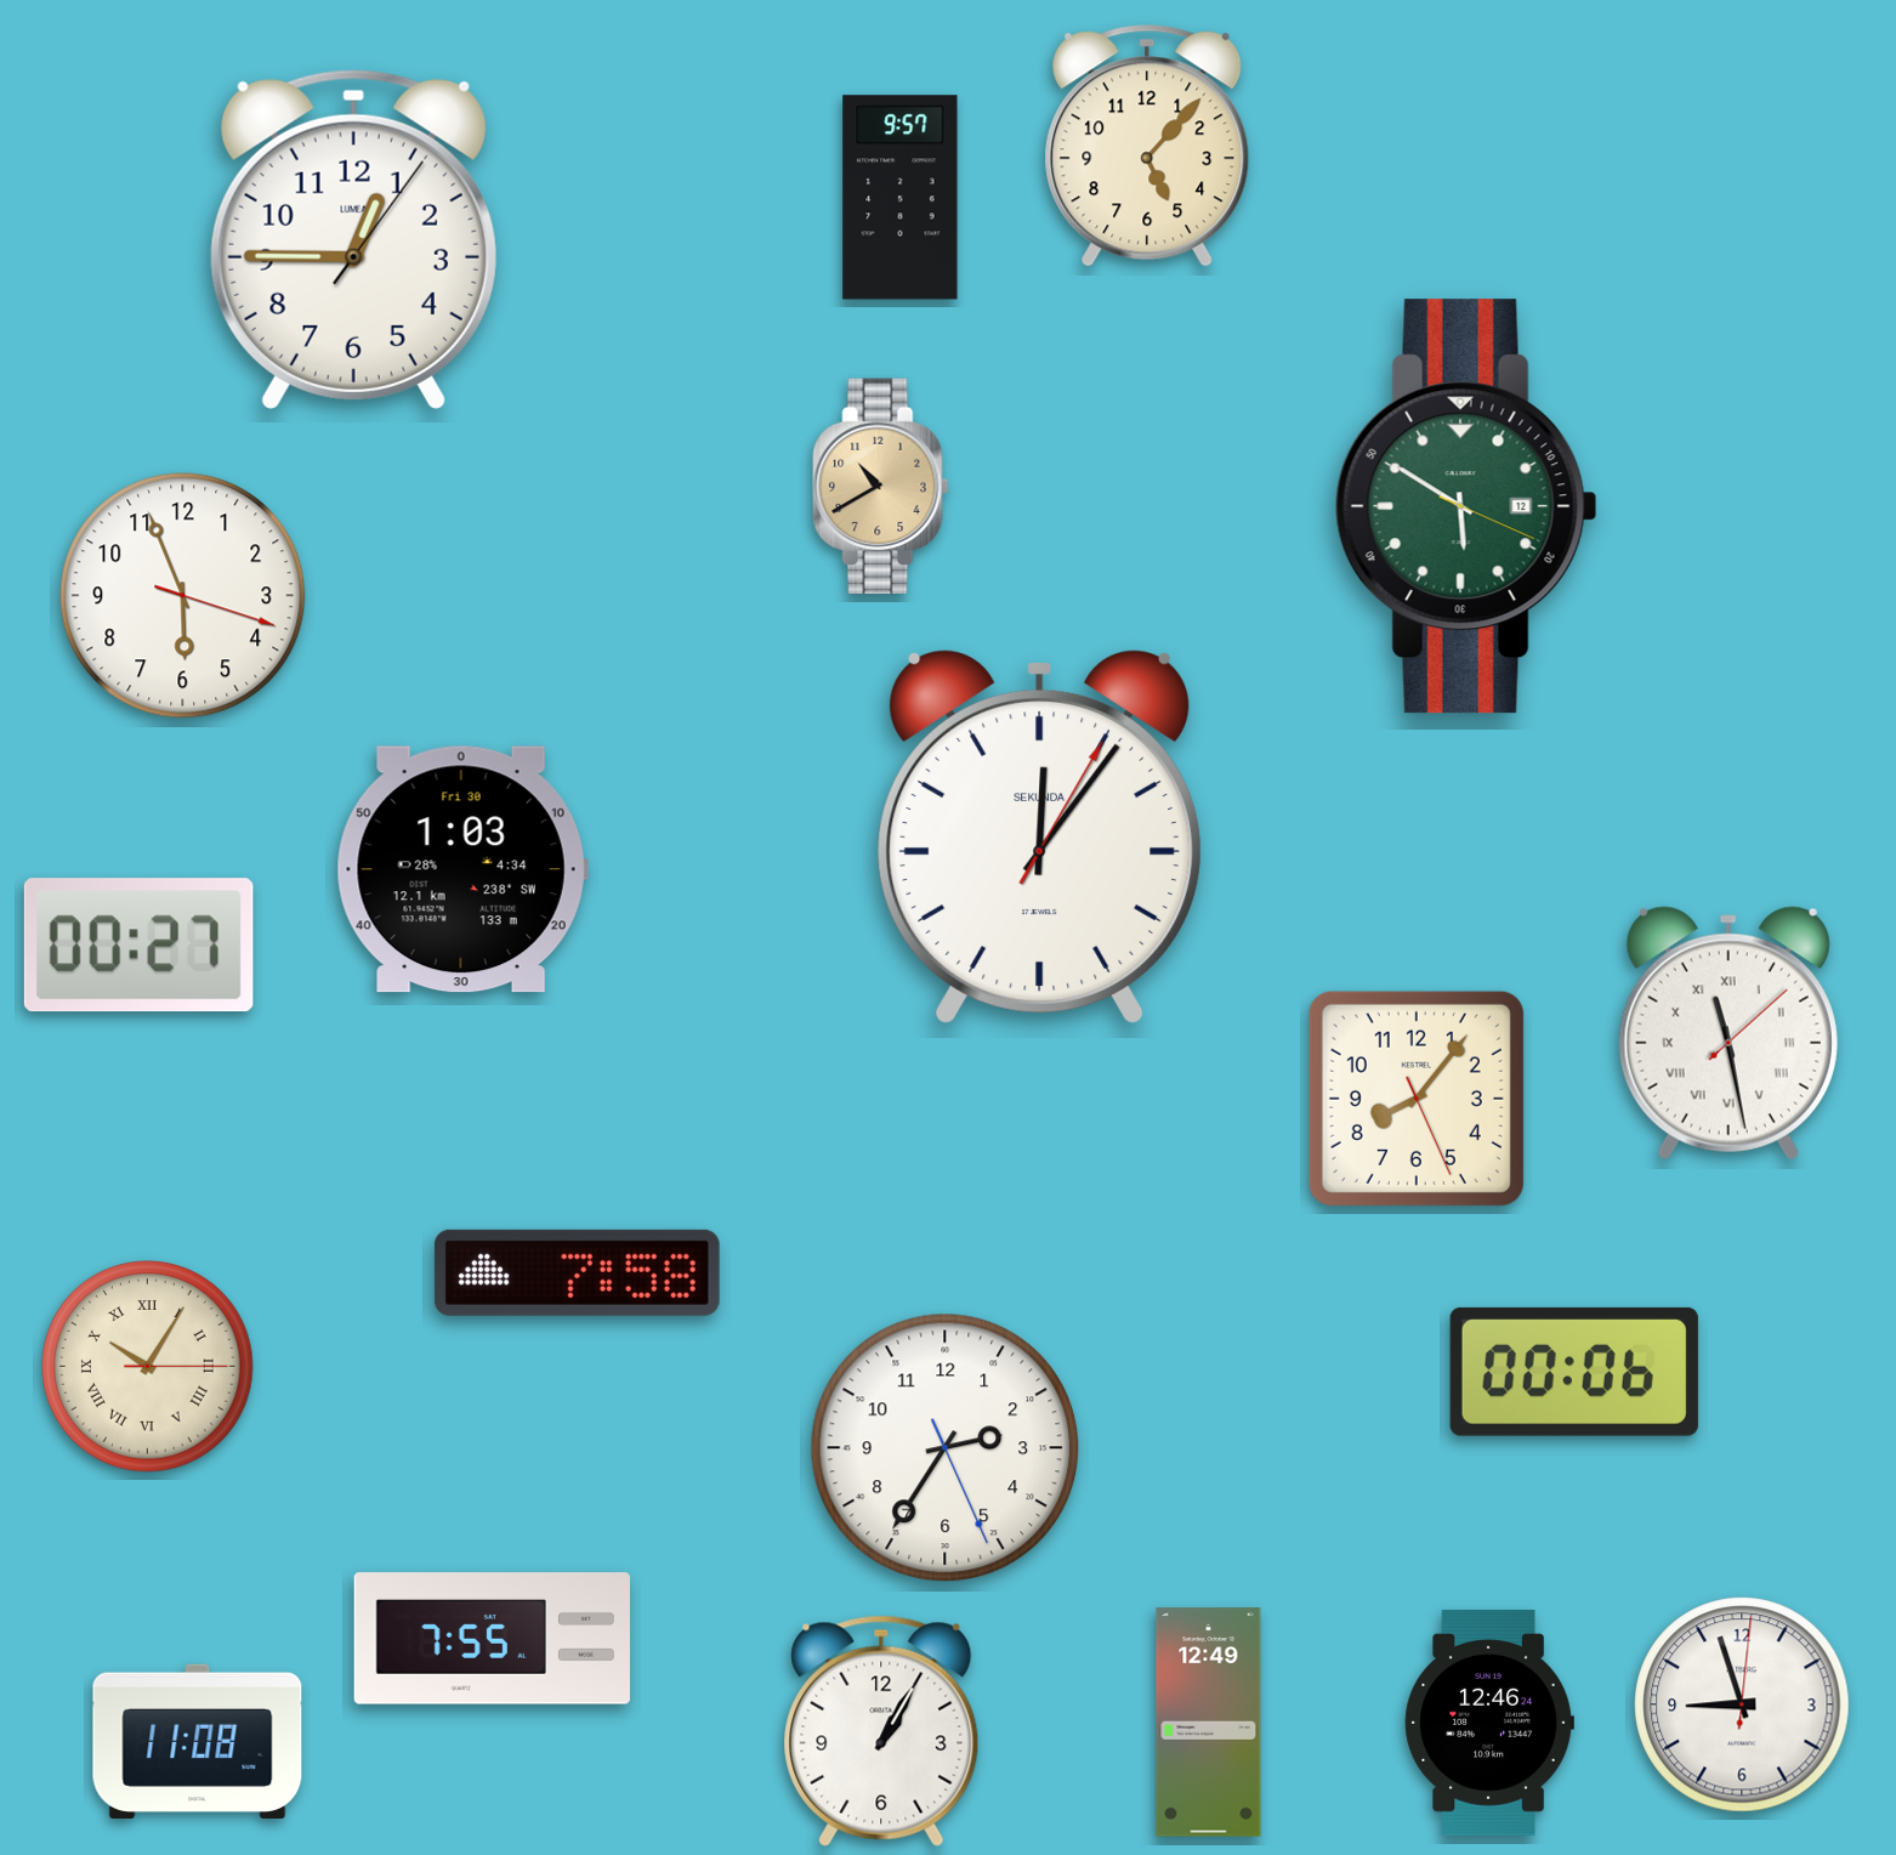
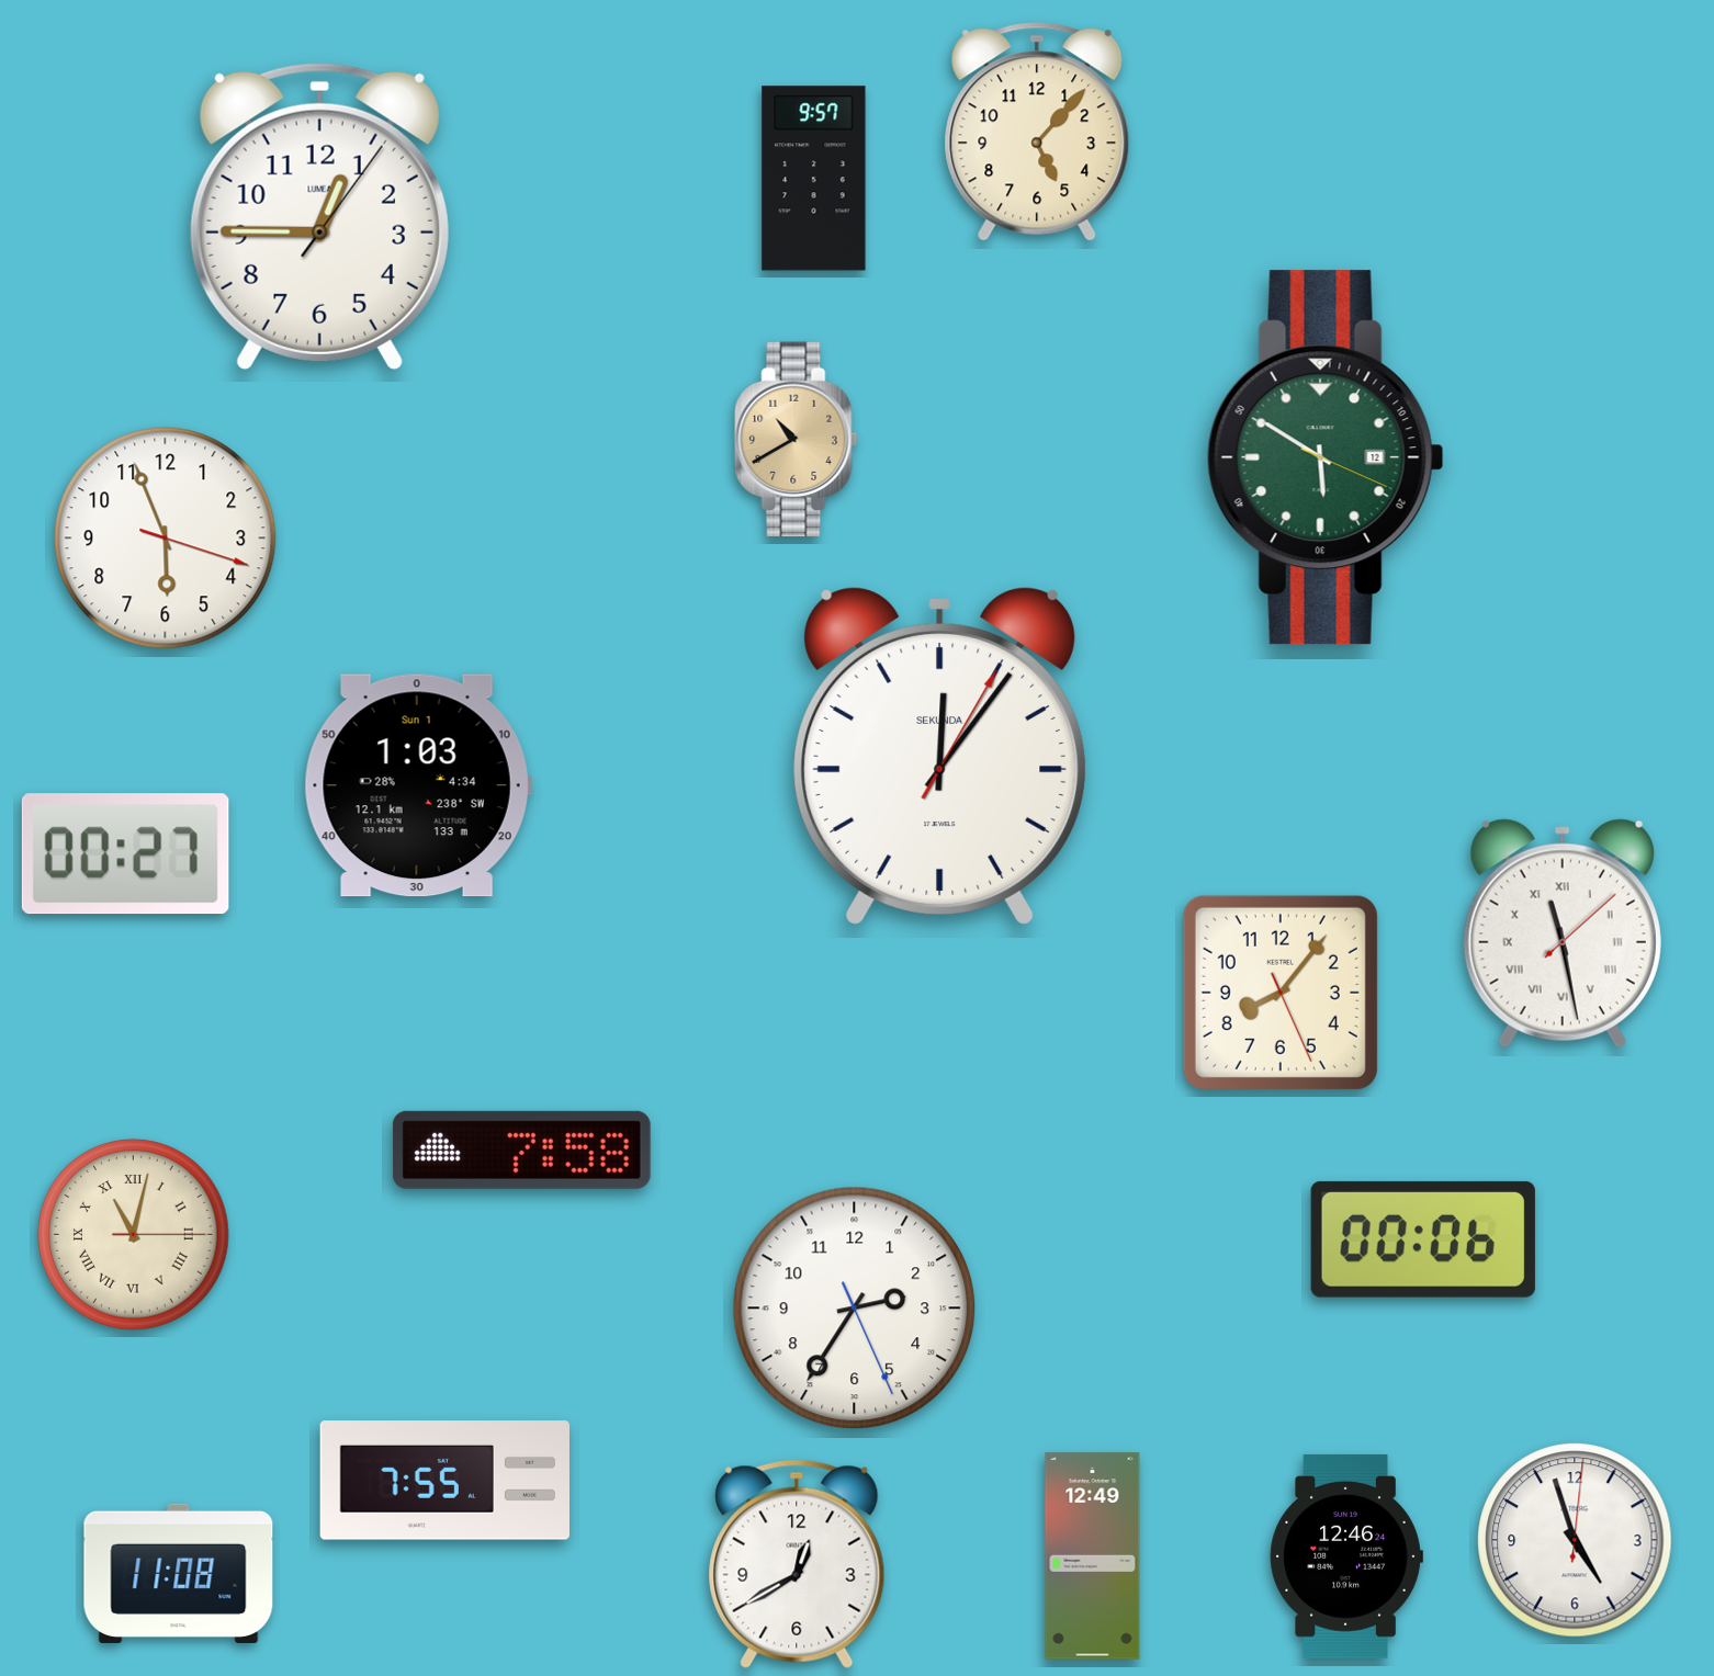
clock at (462, 869) date: Fri 30 -> Sun 1
clock at (148, 1367): 10:05 -> 11:02
clock at (1742, 1704): 8:57 -> 4:57
clock at (881, 1731): 1:05 -> 12:40
